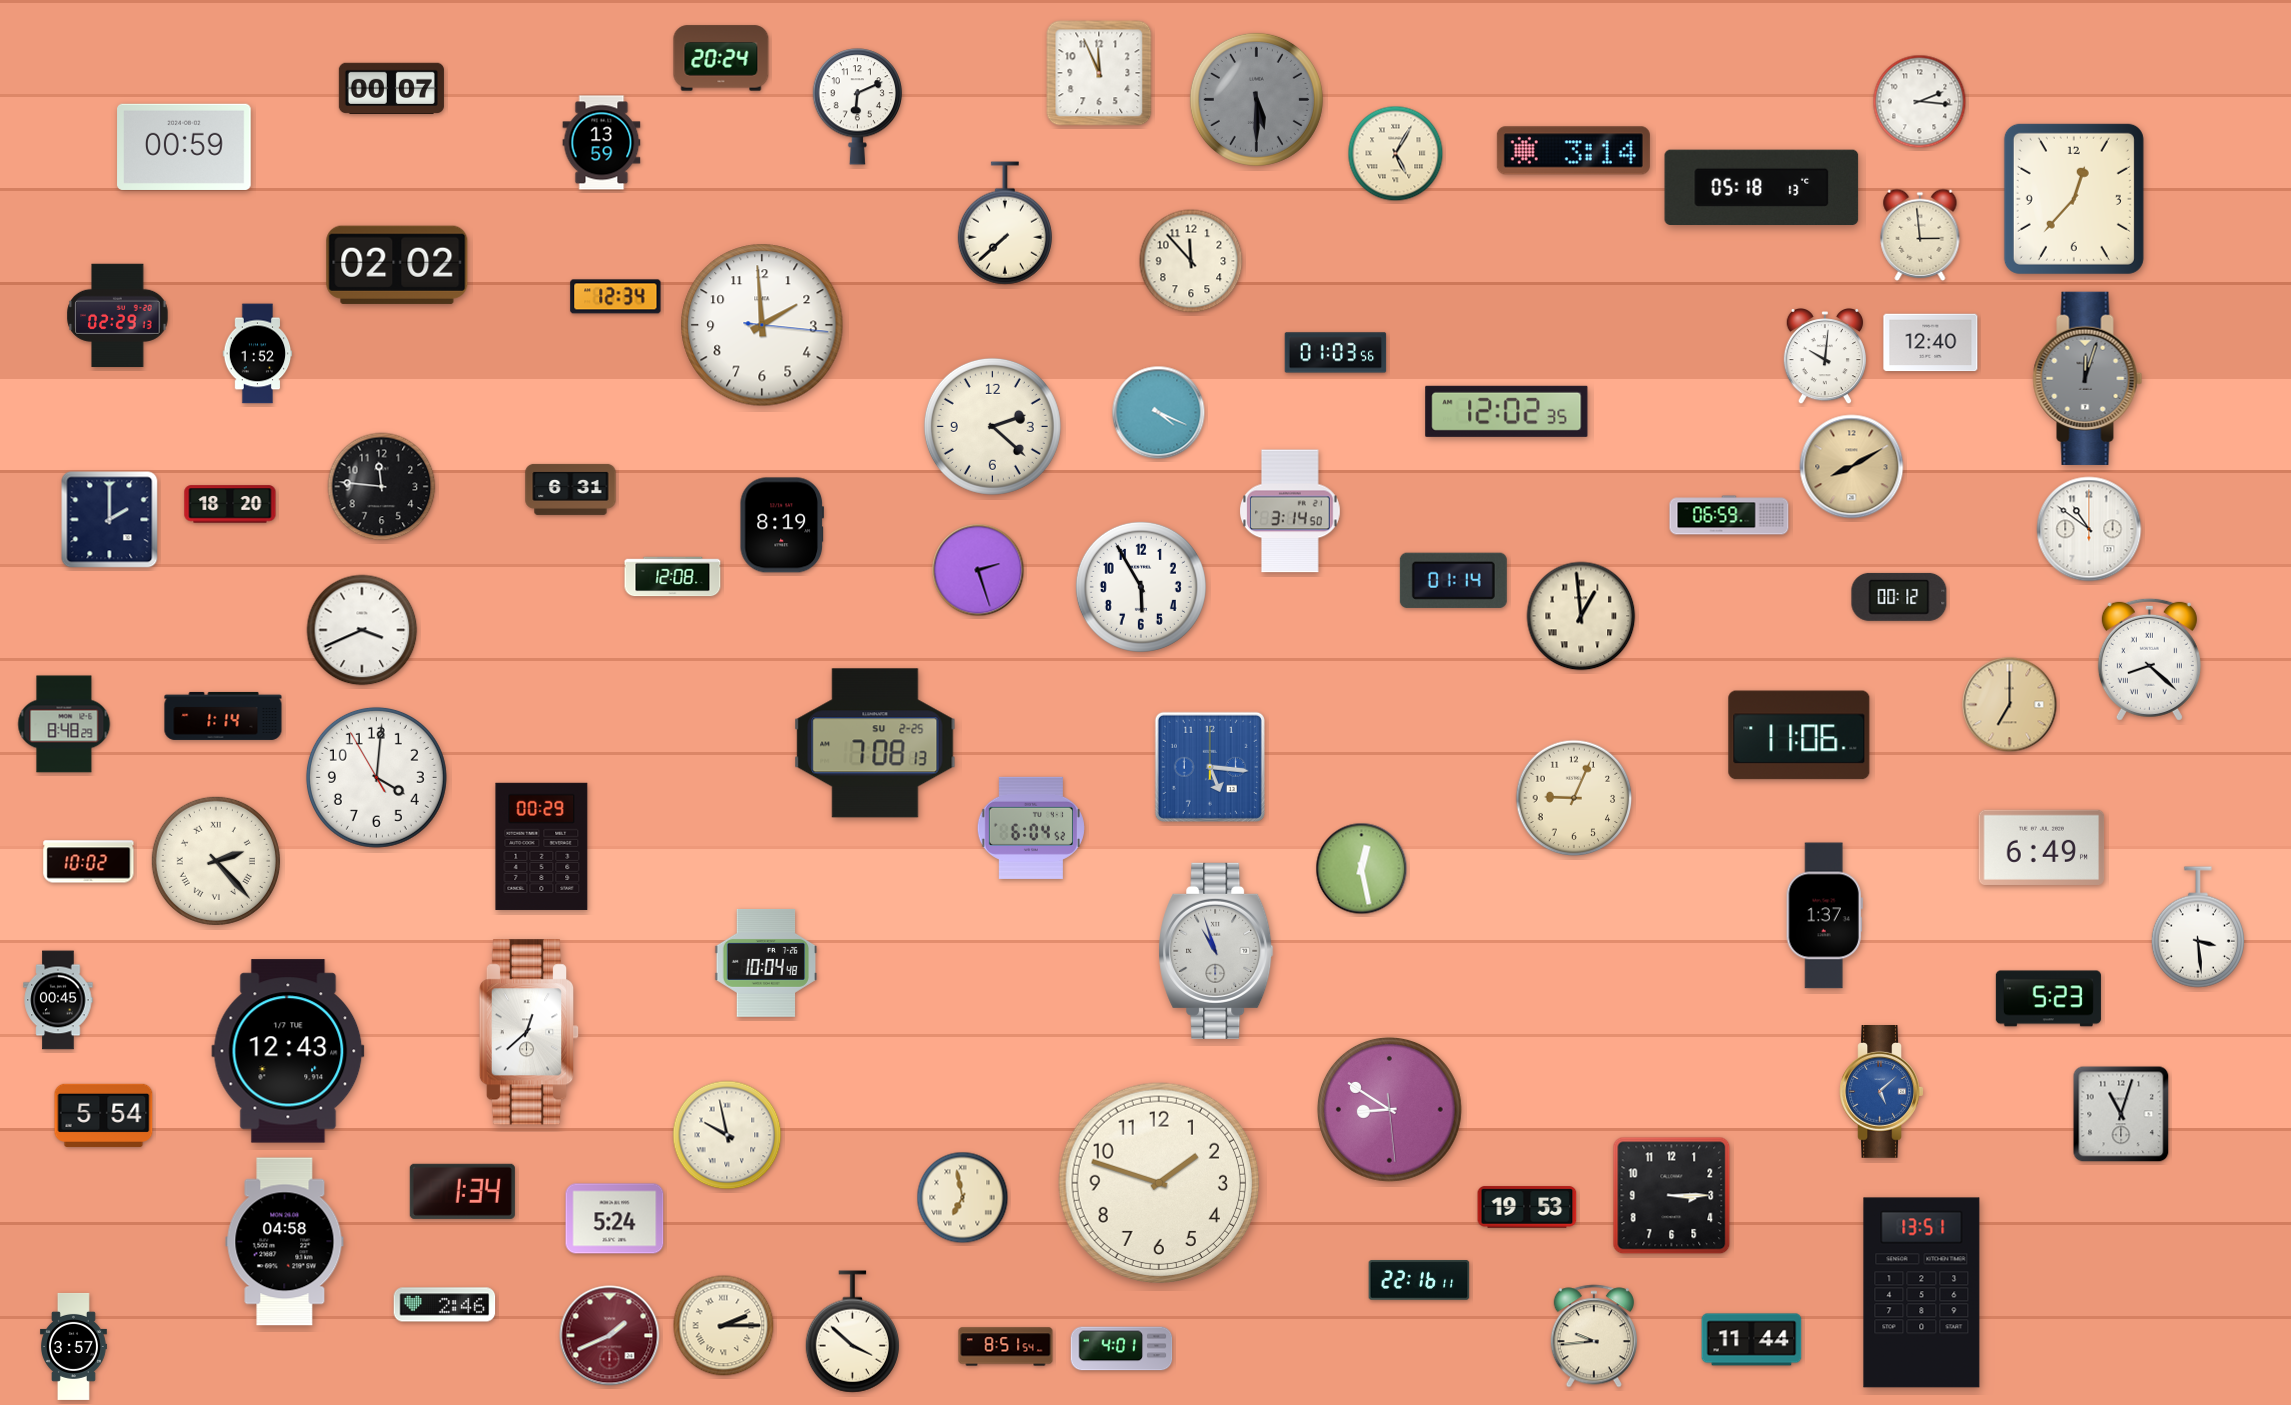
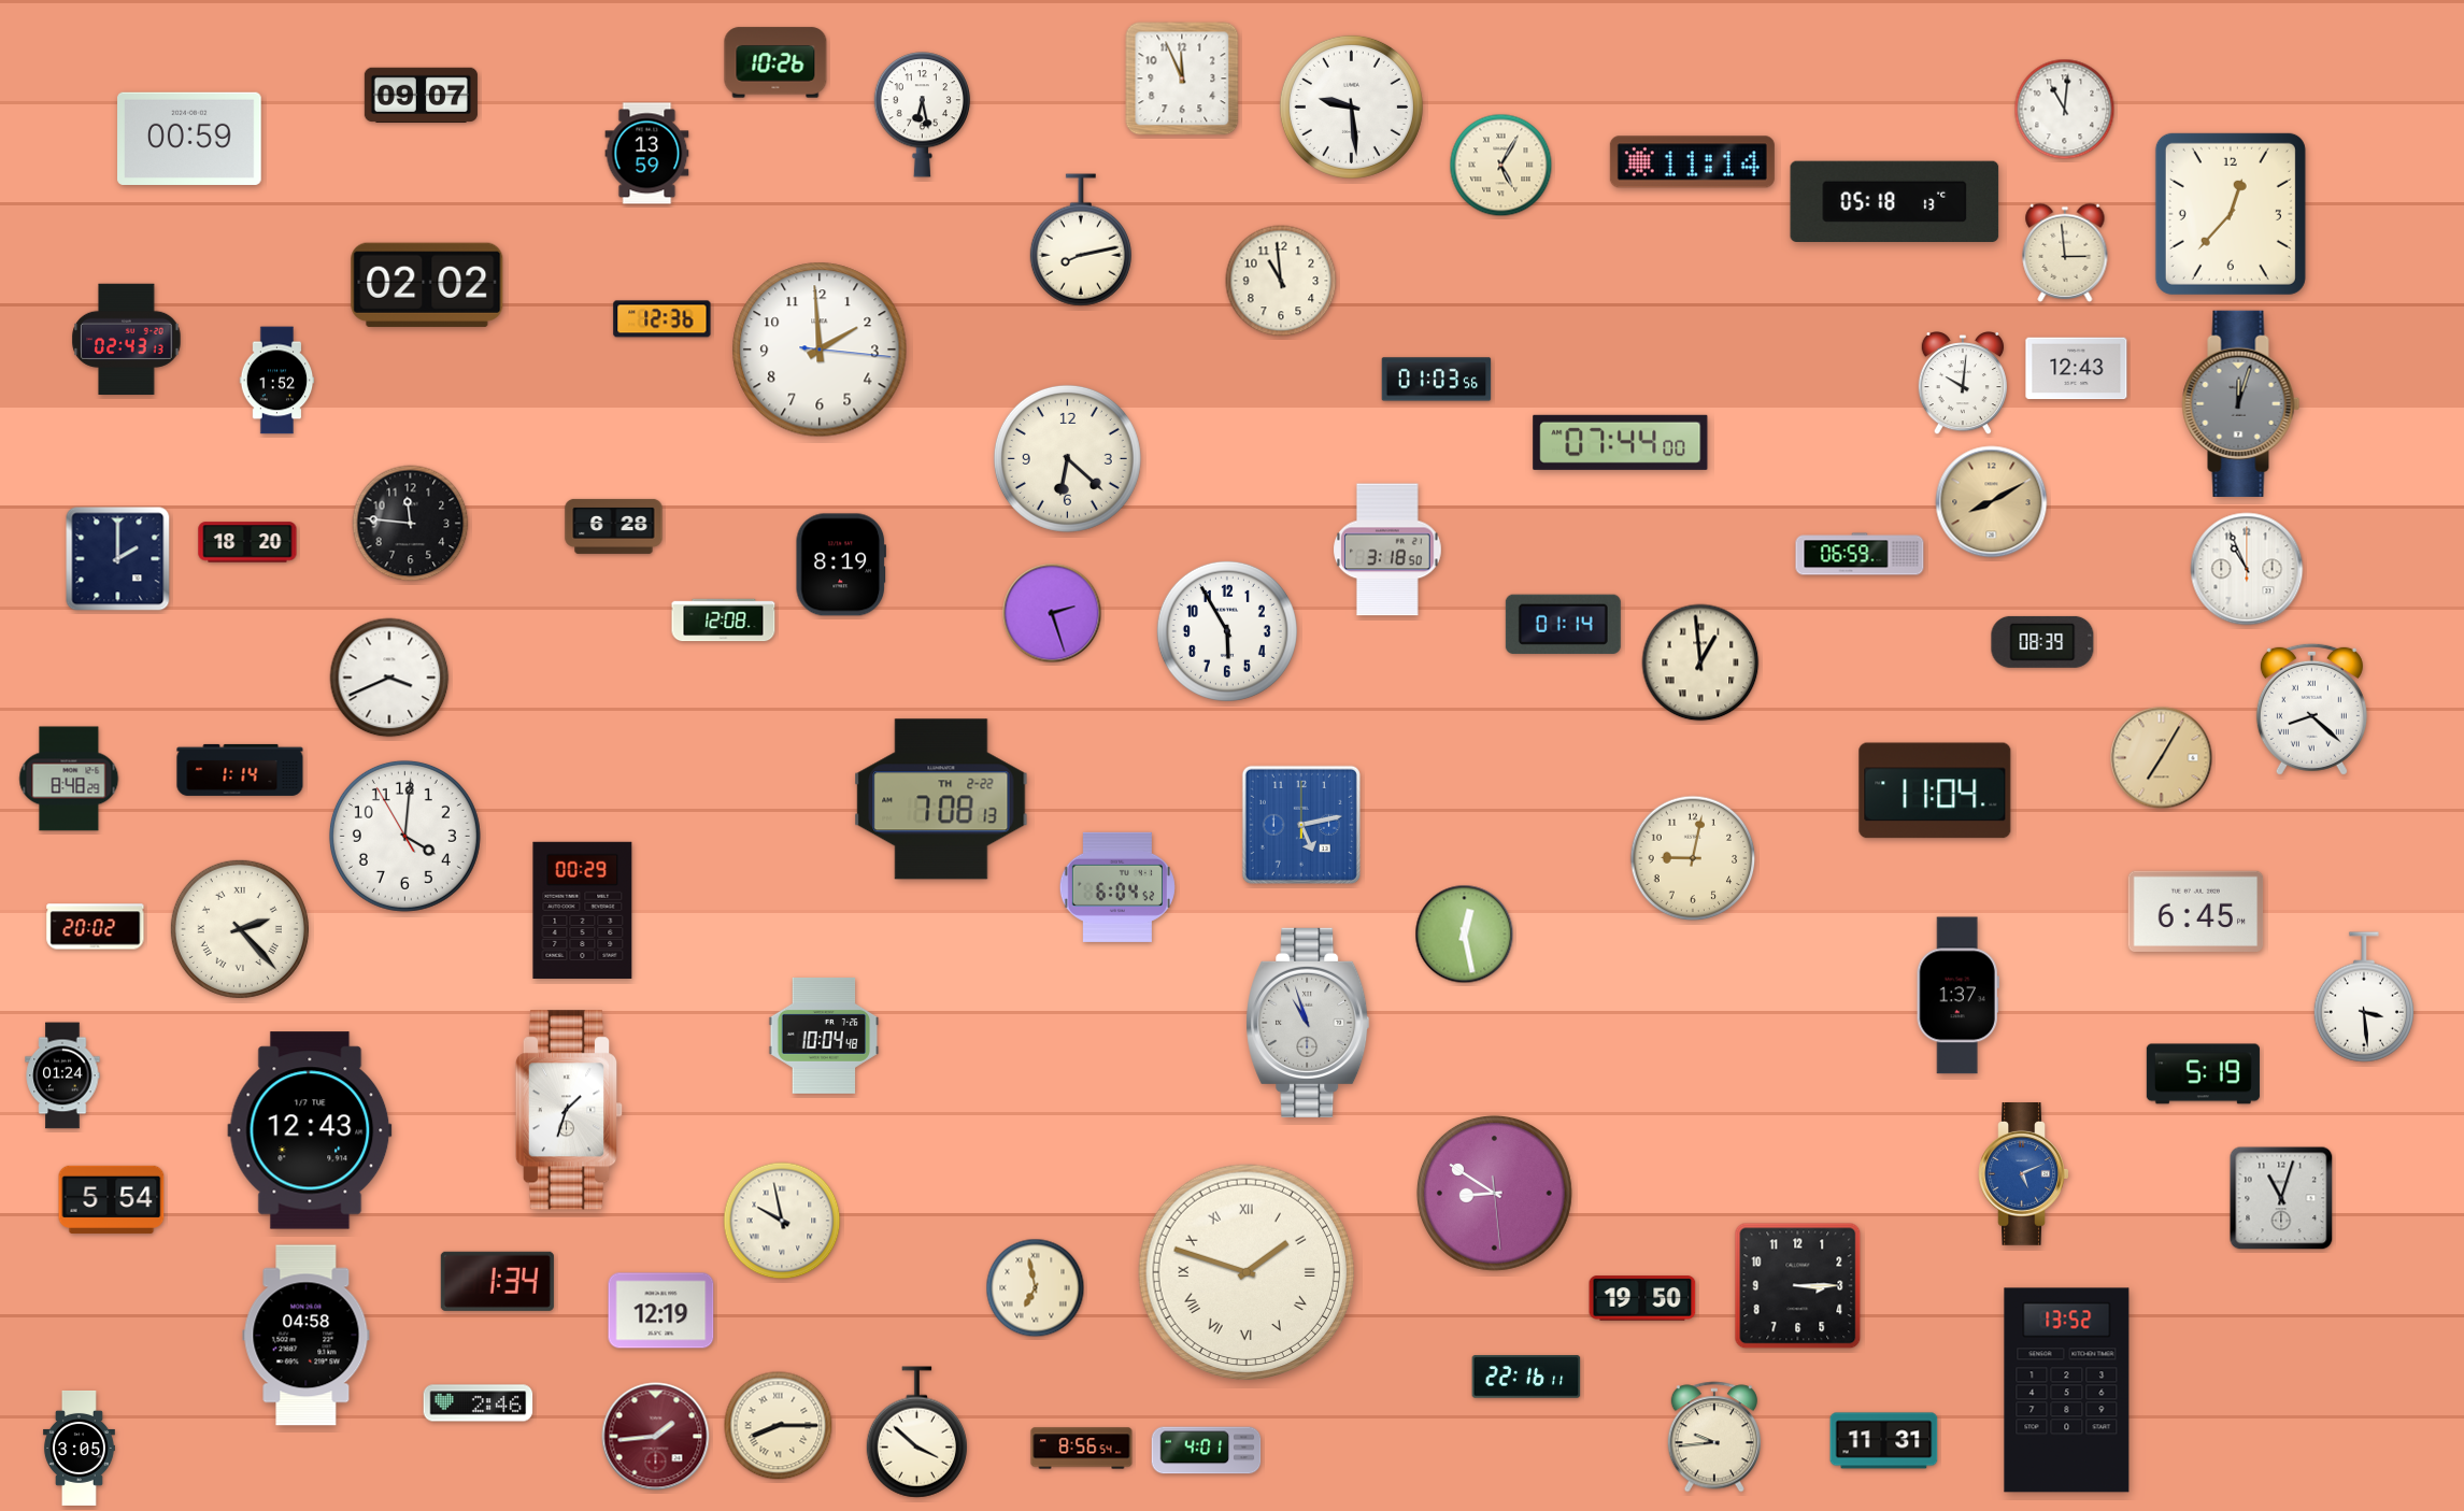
clock at (721, 58): 20:24 -> 10:26
clock at (391, 88): 00:07 -> 09:07
clock at (1256, 99): 5:30 -> 9:29
clock at (1256, 99) dial: grey -> white
clock at (1920, 102): 2:16 -> 11:01
clock at (858, 107): 6:11 -> 6:28
clock at (184, 147) position: (184, 147) -> (189, 139)
clock at (1573, 151): 3:14 -> 11:14
clock at (1005, 223): 7:38 -> 8:13
clock at (1191, 261): 11:53 -> 10:59
clock at (616, 297): 12:34 -> 12:36
clock at (118, 315): 02:29 -> 02:43
clock at (1931, 343): 12:40 -> 12:43
clock at (2088, 378) position: (2088, 378) -> (2241, 403)
clock at (1507, 411): 12:02 -> 07:44
clock at (1159, 413): 4:19 -> none
clock at (992, 426): 2:22 -> 6:22
clock at (571, 489): 6:31 -> 6:28
clock at (1291, 511): 3:14 -> 3:18
clock at (2089, 529): 10:51 -> 10:56
clock at (1899, 597): 00:12 -> 08:39
clock at (2010, 705): 7:00 -> 7:05
clock at (1799, 735): 11:06 -> 11:04
clock at (875, 743) date: SU 2-25 -> TH 2-22
clock at (1210, 767): 5:16 -> 5:13
clock at (1574, 798): 9:04 -> 9:02
clock at (1031, 828) position: (1031, 828) -> (1117, 887)
clock at (2042, 847): 6:49 -> 6:45
clock at (216, 861) position: (216, 861) -> (240, 929)
clock at (89, 862): 10:02 -> 20:02
clock at (1824, 916) position: (1824, 916) -> (1957, 996)
clock at (2048, 999): 5:23 -> 5:19
clock at (58, 1000): 00:45 -> 01:24
clock at (529, 1032): 12:38 -> 1:33
clock at (1882, 1092): 5:08 -> 5:11
clock at (1159, 1183) numerals: Arabic -> Roman
clock at (1527, 1207): 19:53 -> 19:50
clock at (615, 1219): 5:24 -> 12:19
clock at (1922, 1293): 13:51 -> 13:52
clock at (724, 1326): 2:15 -> 8:15
clock at (610, 1336): 1:41 -> 1:44
clock at (1752, 1340): 11:44 -> 11:31
clock at (73, 1346): 3:57 -> 3:05
clock at (1006, 1347): 8:51 -> 8:56
